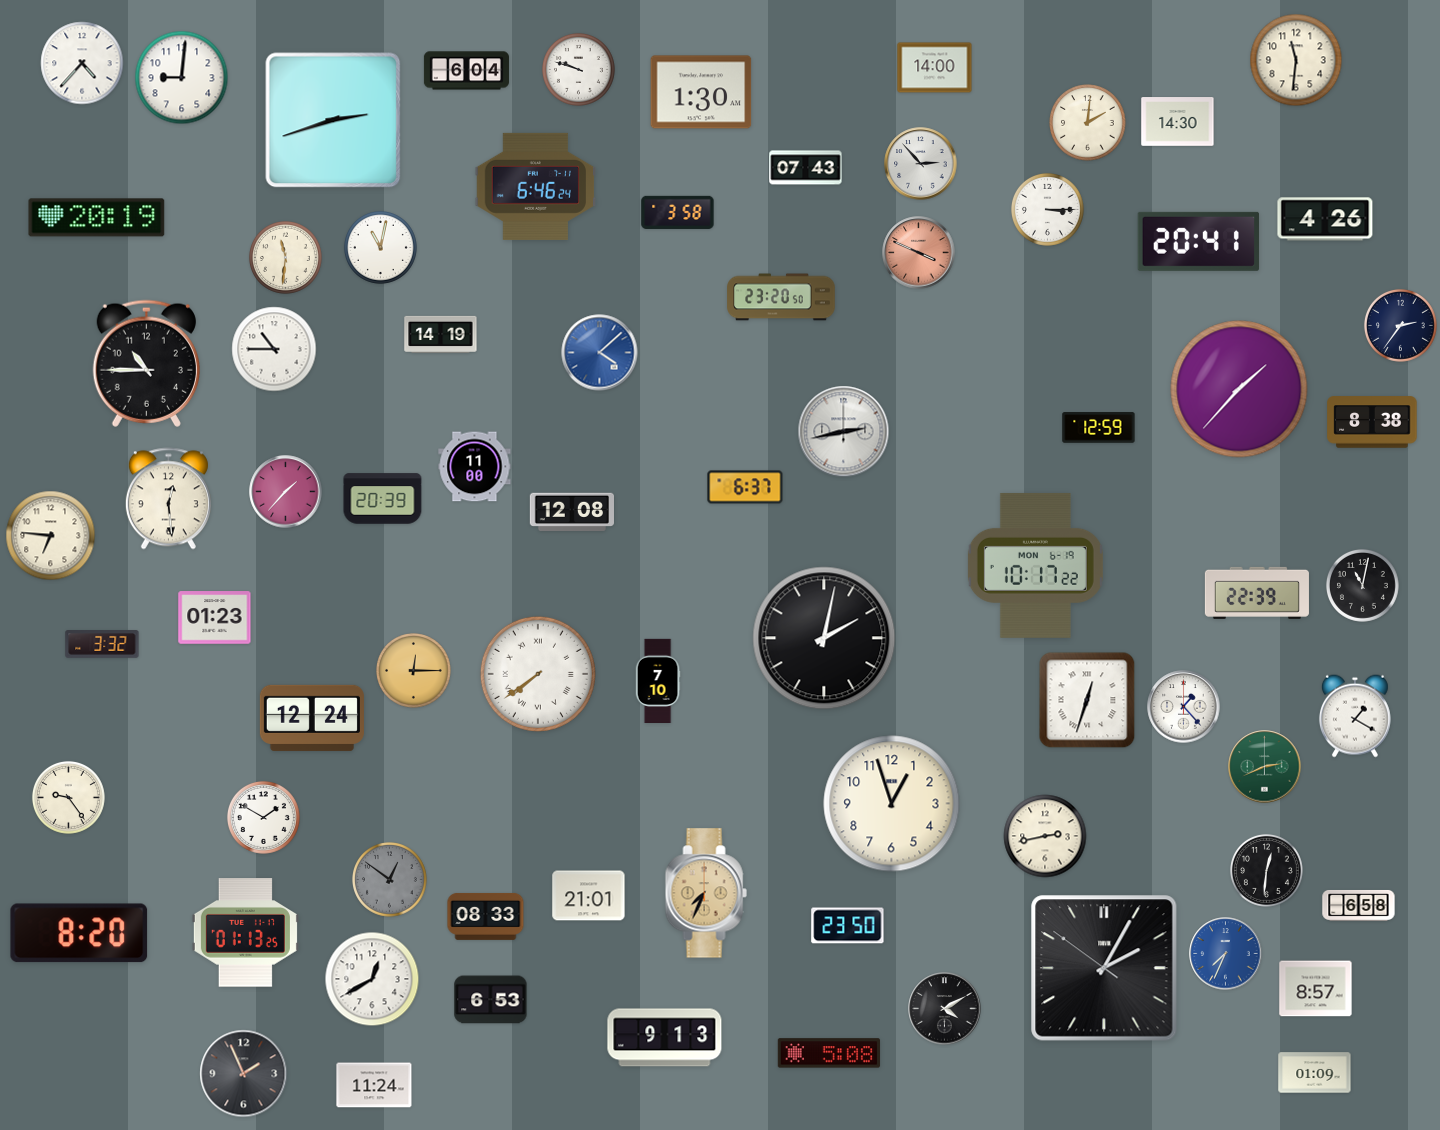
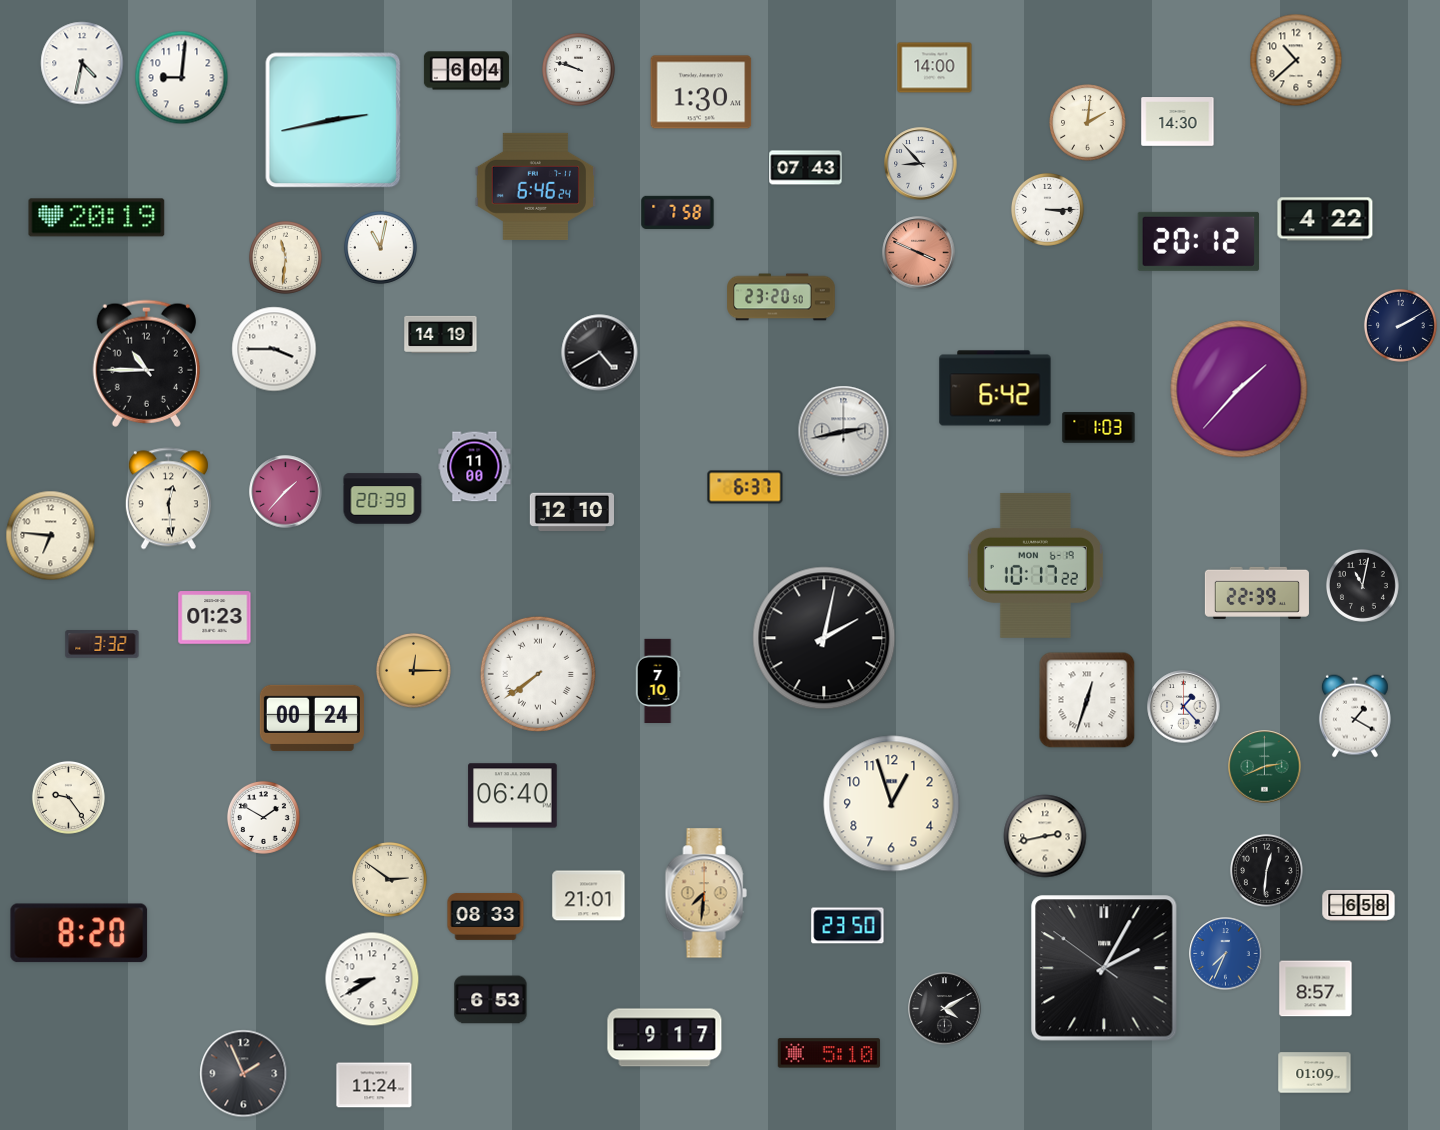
clock at (1296, 60): 11:31 -> 10:38
clock at (82, 63): 4:37 -> 4:32
clock at (333, 120): 2:42 -> 2:43
clock at (921, 164): 2:53 -> 8:53
clock at (678, 212): 3:58 -> 7:58
clock at (1325, 219): 4:26 -> 4:22
clock at (1198, 241): 20:41 -> 20:12
clock at (1400, 325): 2:36 -> 2:10
clock at (274, 349): 10:45 -> 3:45
clock at (600, 353): 4:08 -> 4:40
clock at (600, 353) dial: blue -> black
clock at (995, 388): none -> 6:42
clock at (1372, 422): 8:38 -> none
clock at (1099, 428): 12:59 -> 1:03
clock at (571, 512): 12:08 -> 12:10
clock at (312, 718): 12:24 -> 00:24
clock at (513, 796): none -> 06:40
clock at (390, 880): 12:51 -> 2:51
clock at (390, 880) dial: grey -> cream
clock at (706, 893): 7:34 -> 7:31
clock at (245, 933): 01:13 -> none
clock at (372, 979): 12:40 -> 8:40
clock at (665, 1038): 9:13 -> 9:17
clock at (829, 1053): 5:08 -> 5:10
